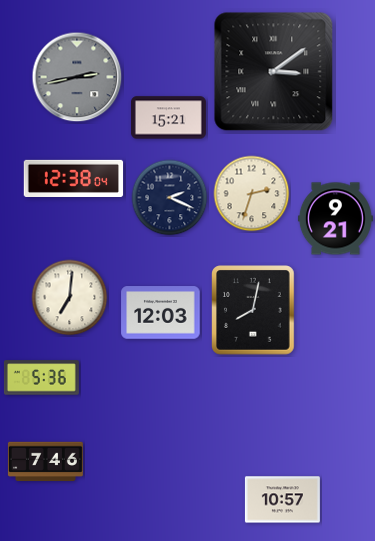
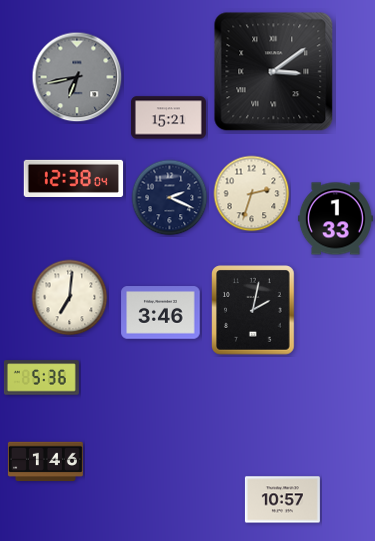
clock at (77, 77): 2:43 -> 6:43
clock at (335, 219): 9:21 -> 1:33
clock at (253, 310): 8:02 -> 2:02
clock at (161, 313): 12:03 -> 3:46
clock at (45, 462): 7:46 -> 1:46
